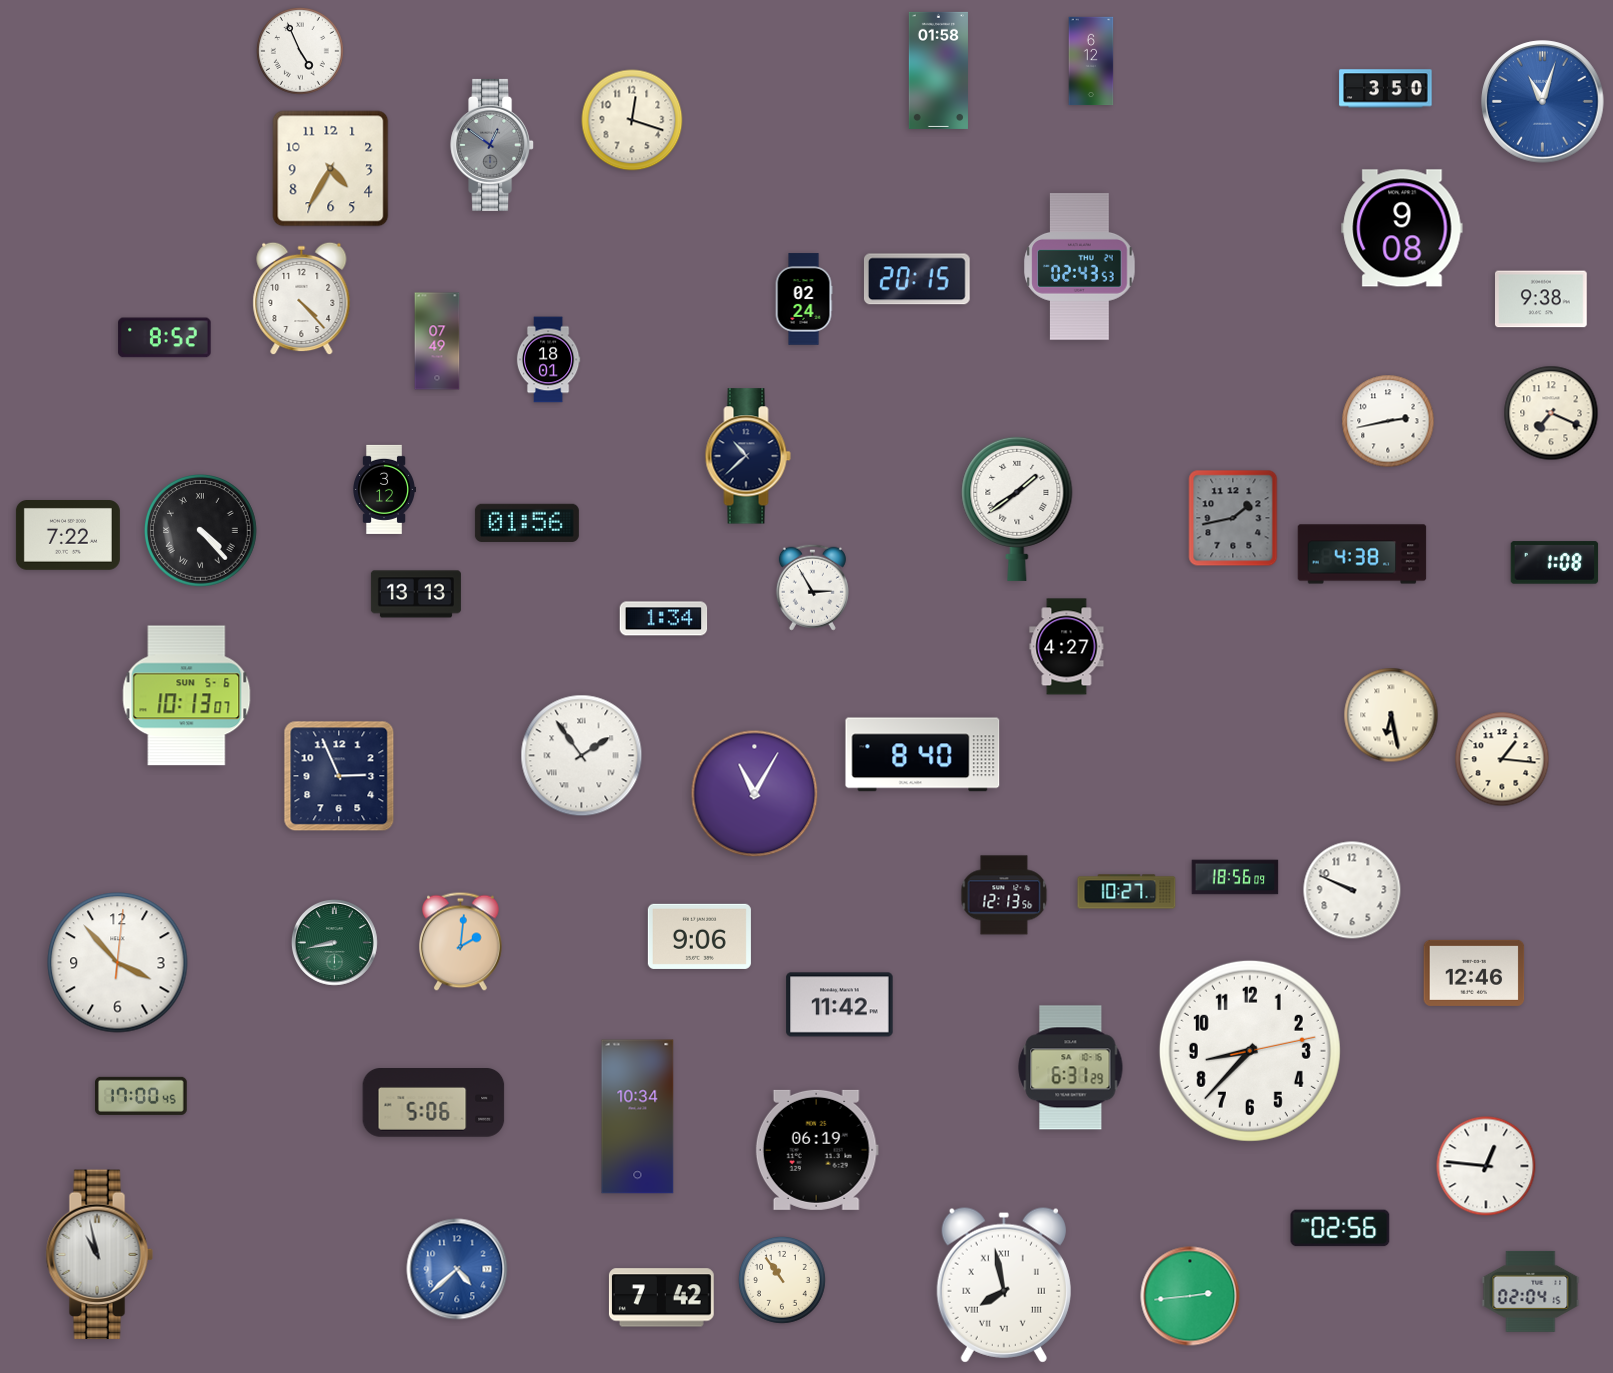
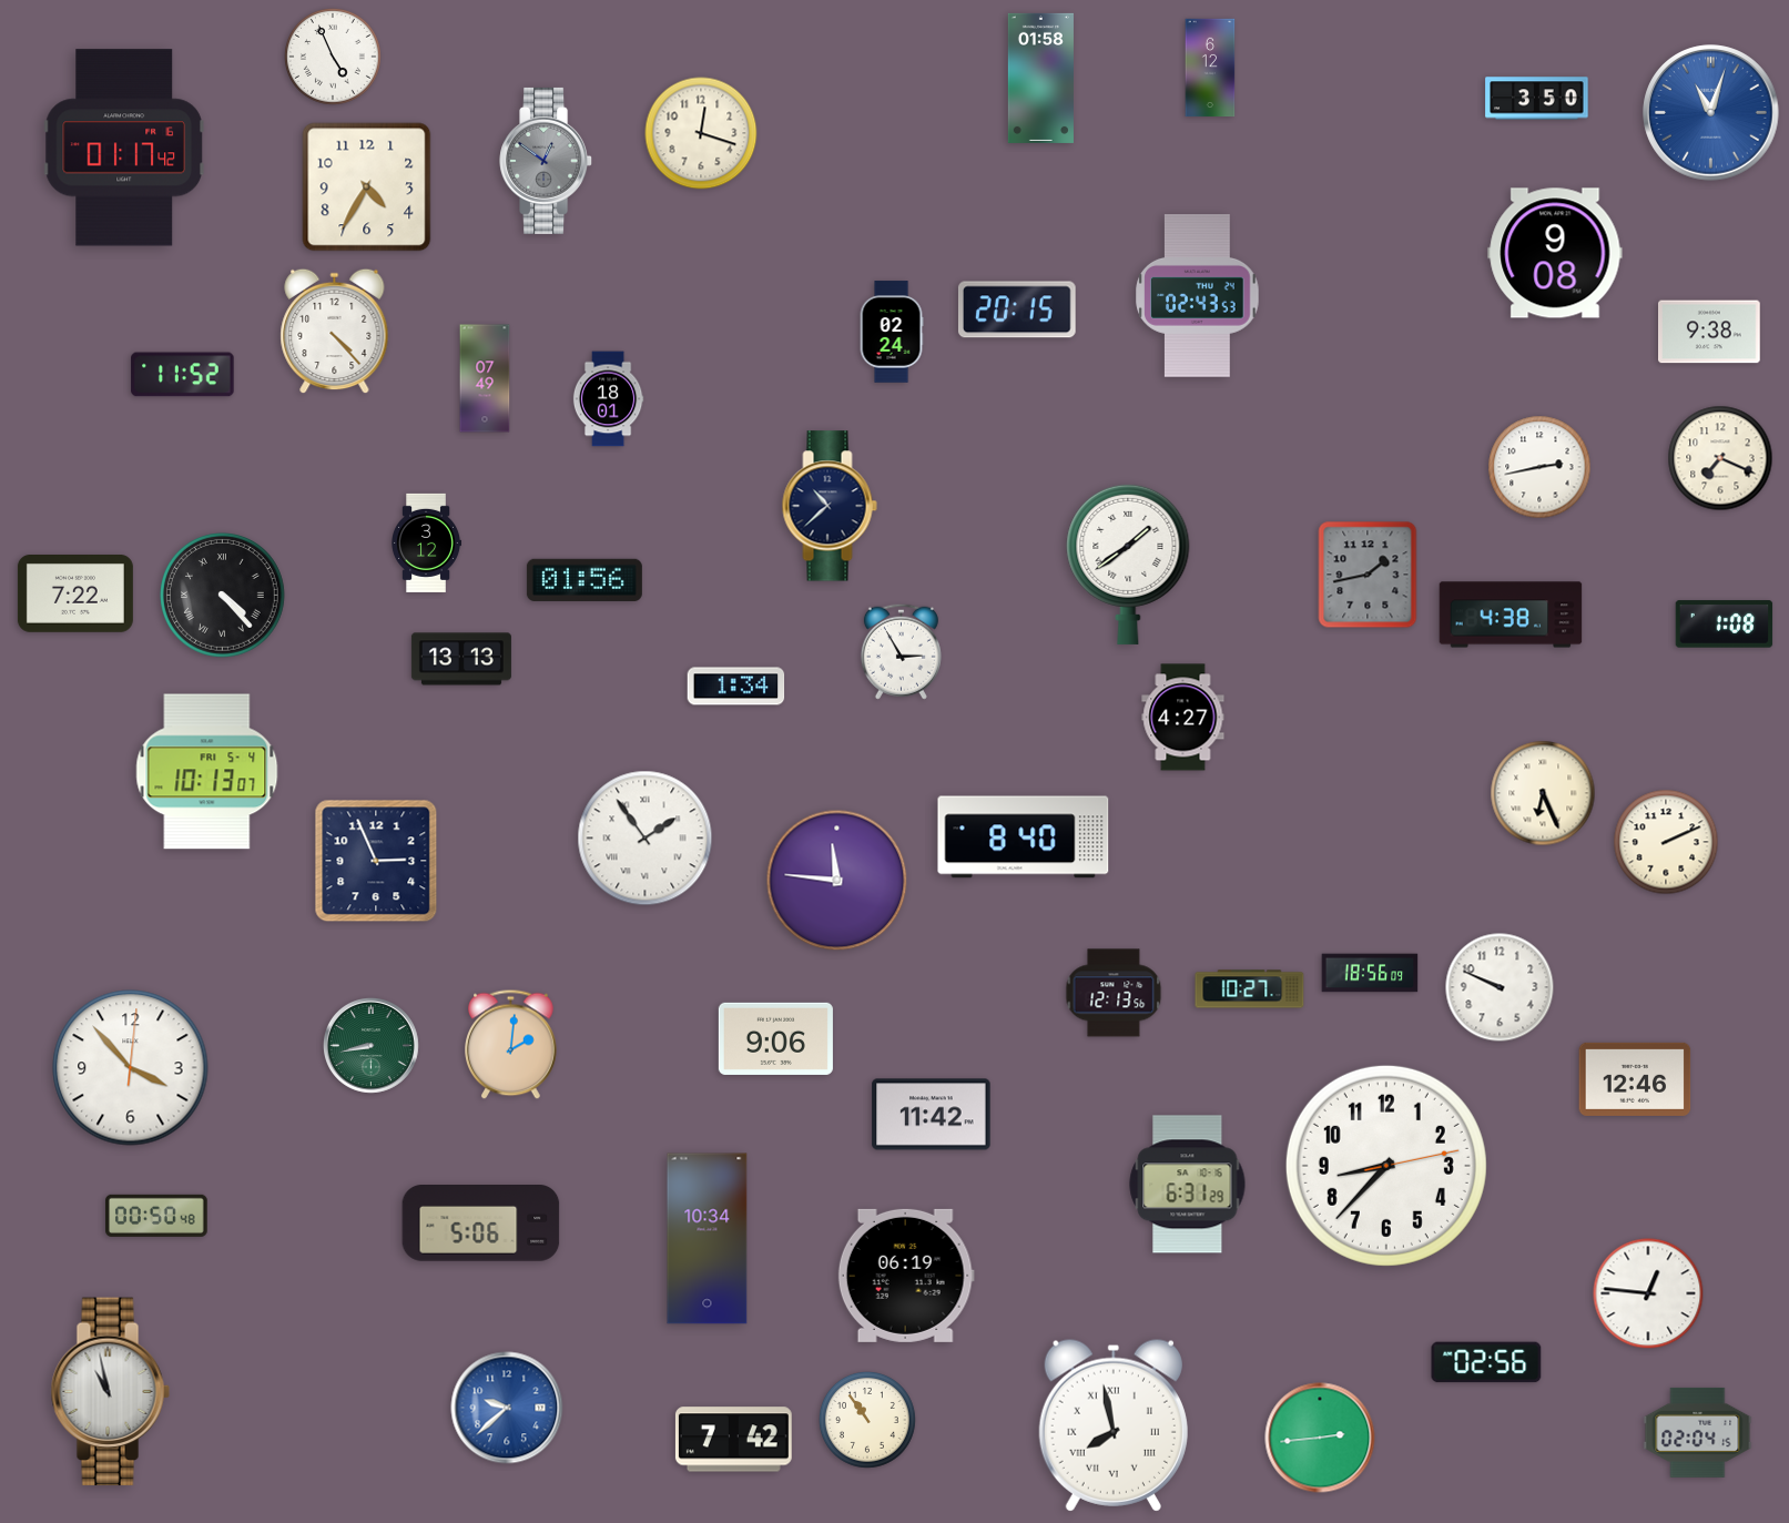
clock at (124, 148): none -> 01:17
clock at (165, 338): 8:52 -> 11:52
clock at (201, 531) position: (201, 531) -> (223, 596)
clock at (187, 696) date: SUN 5-6 -> FRI 5-4
clock at (1391, 715): 6:28 -> 6:26
clock at (1502, 759): 1:16 -> 2:11
clock at (755, 794): 11:05 -> 11:46
clock at (141, 1096): 17:00 -> 00:50
clock at (457, 1269): 4:38 -> 9:38
